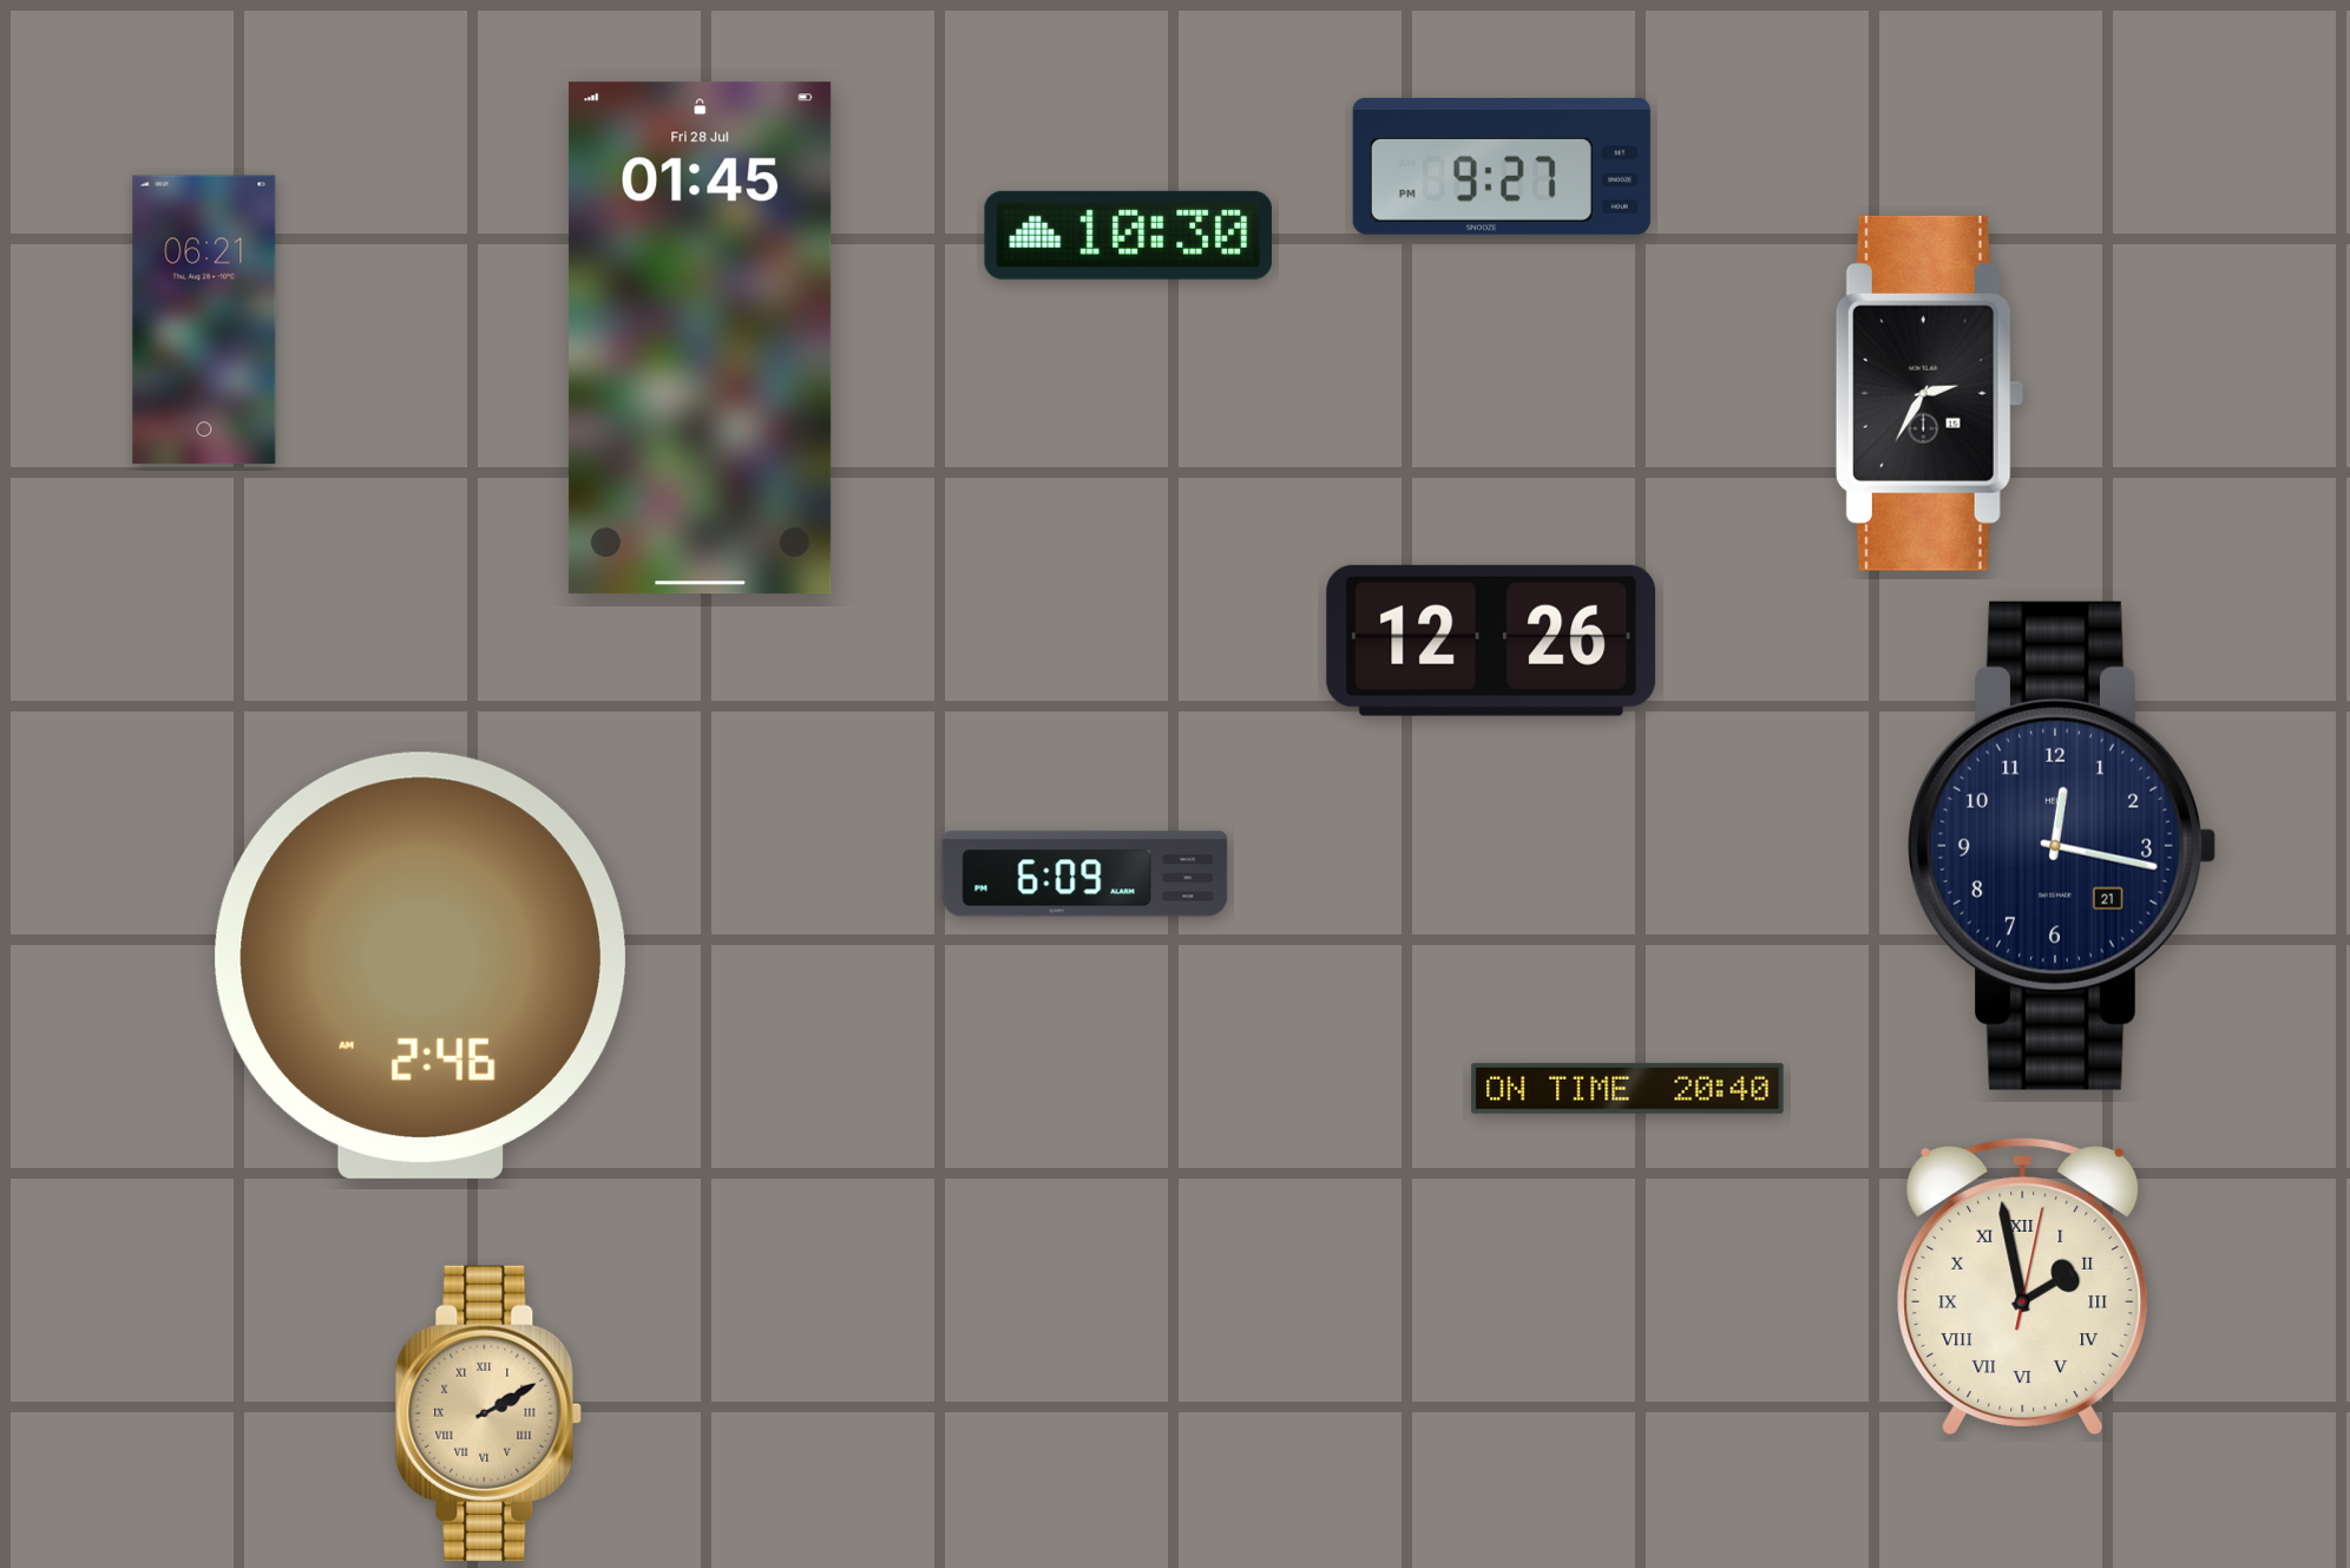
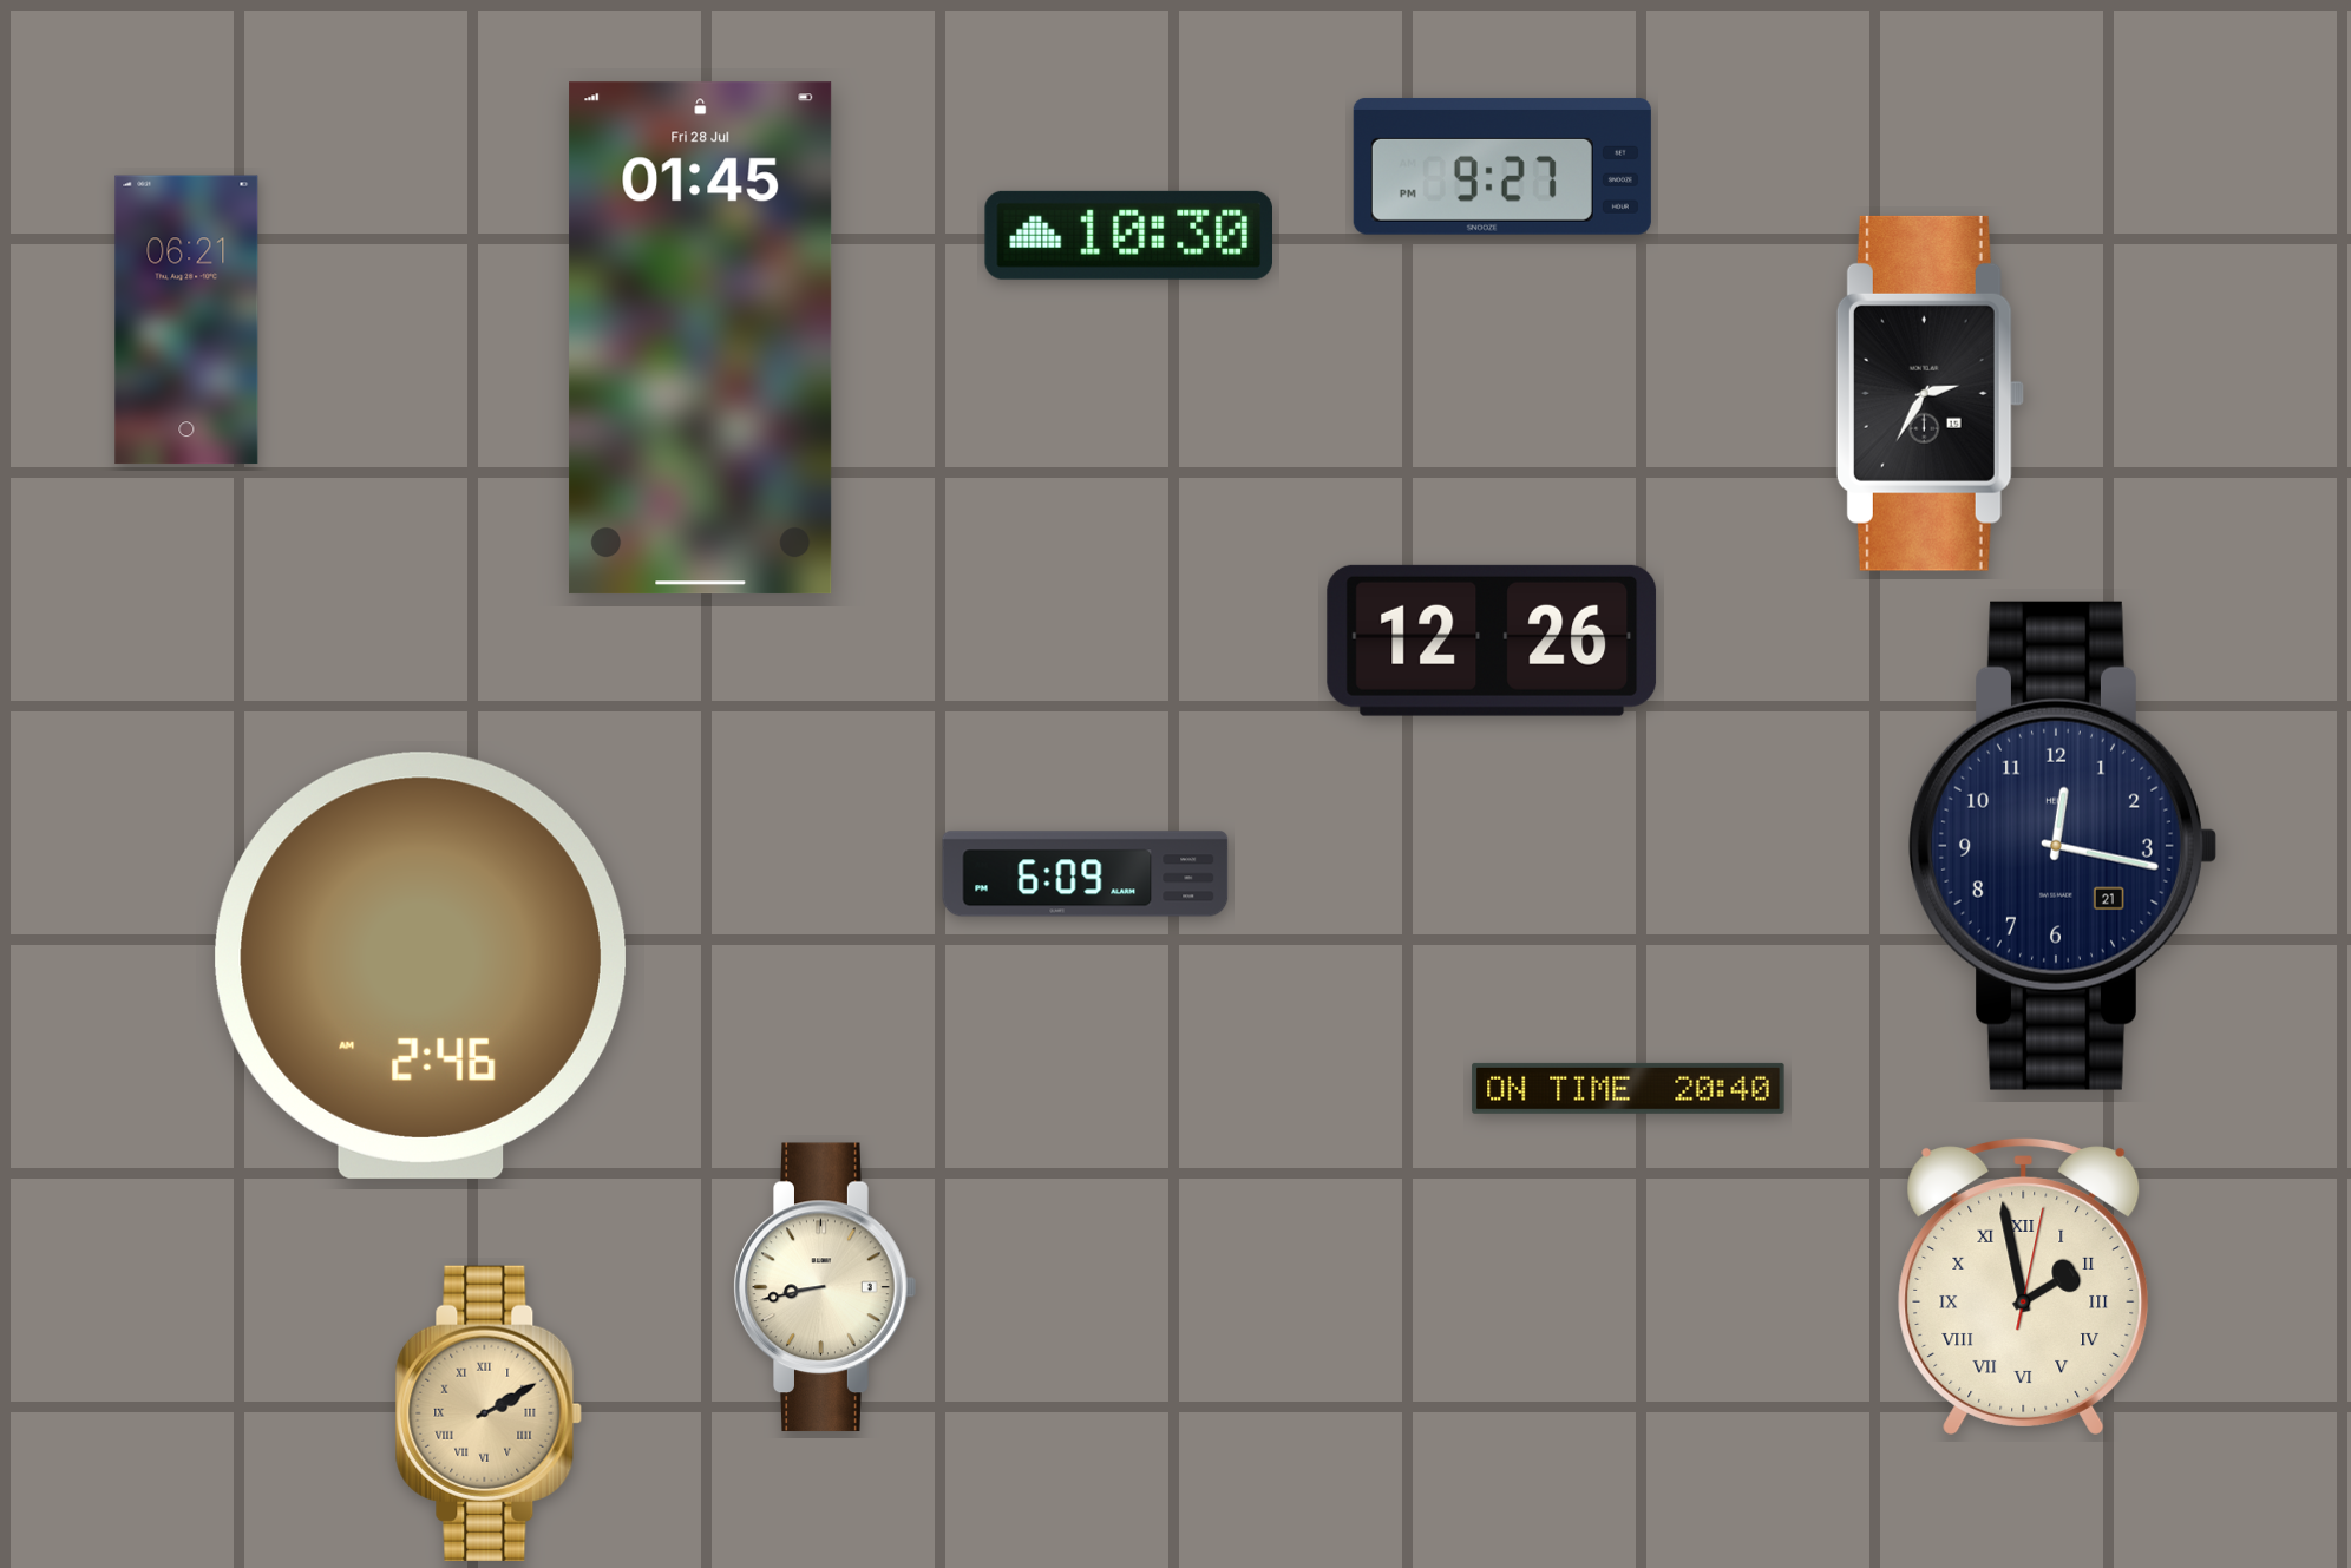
clock at (204, 320) position: (204, 320) -> (186, 320)
clock at (825, 1287): none -> 8:43
